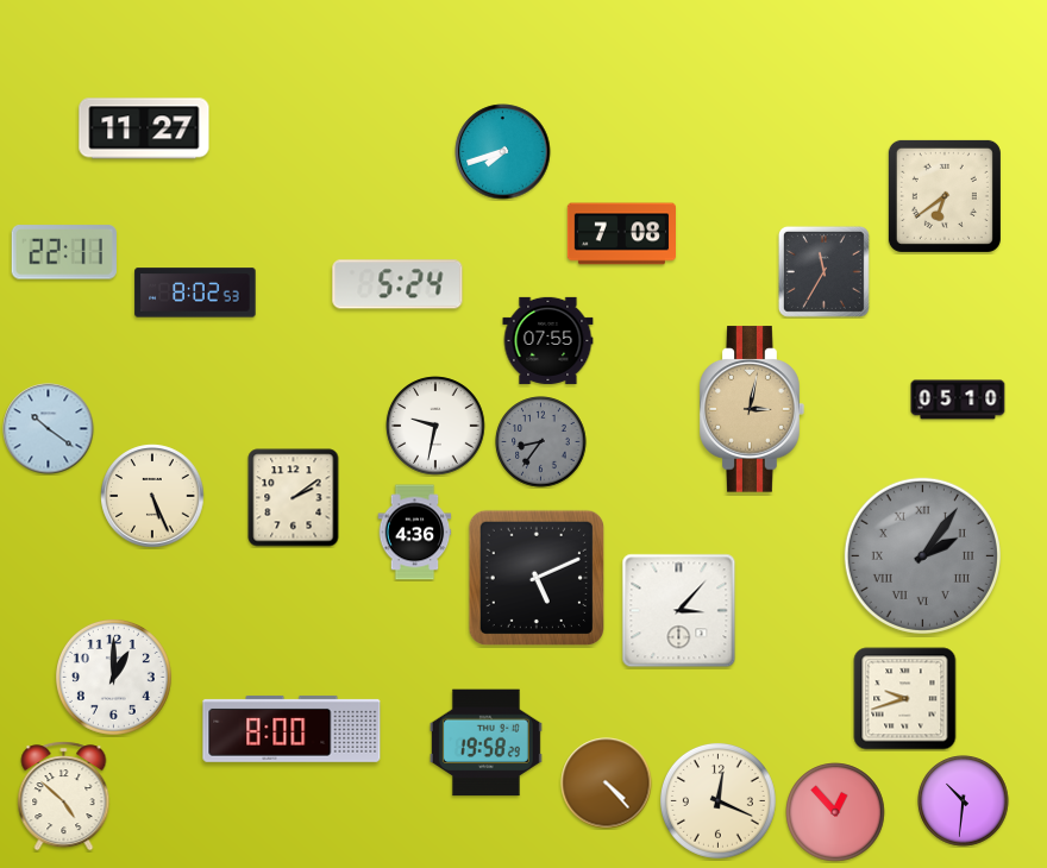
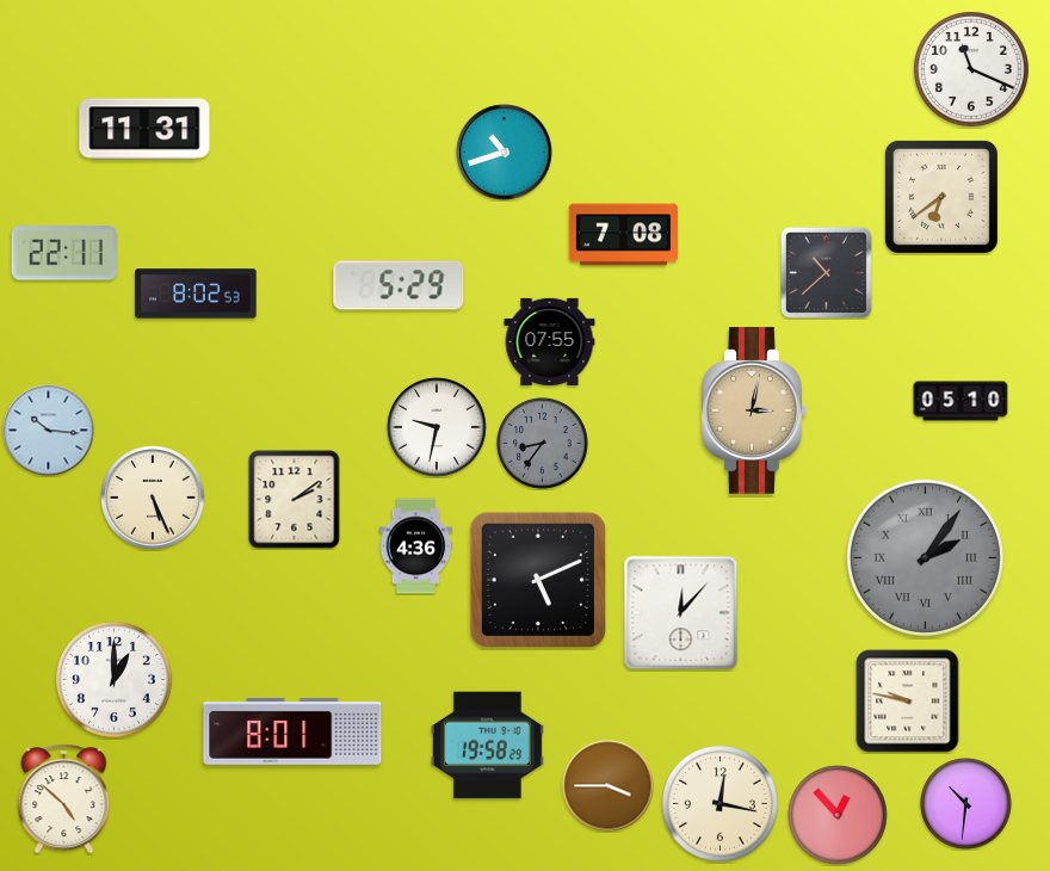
clock at (971, 69): none -> 11:19
clock at (144, 128): 11:27 -> 11:31
clock at (503, 152): 7:42 -> 10:42
clock at (945, 196) position: (945, 196) -> (941, 197)
clock at (823, 271): 11:35 -> 10:38
clock at (397, 284): 5:24 -> 5:29
clock at (49, 429): 10:21 -> 10:16
clock at (415, 533) position: (415, 533) -> (416, 546)
clock at (679, 611): 3:07 -> 12:07
clock at (905, 699): 9:42 -> 9:47
clock at (291, 729): 8:00 -> 8:01
clock at (607, 784): 4:23 -> 3:45
clock at (717, 800): 12:19 -> 12:17
